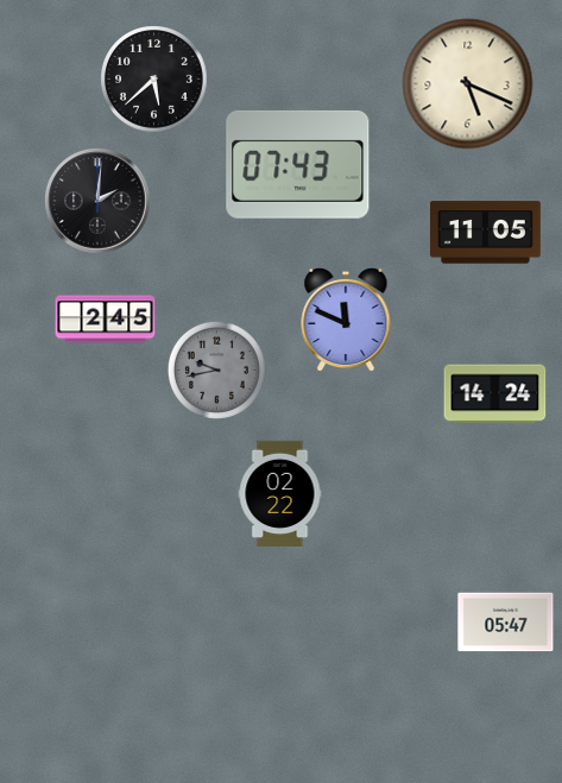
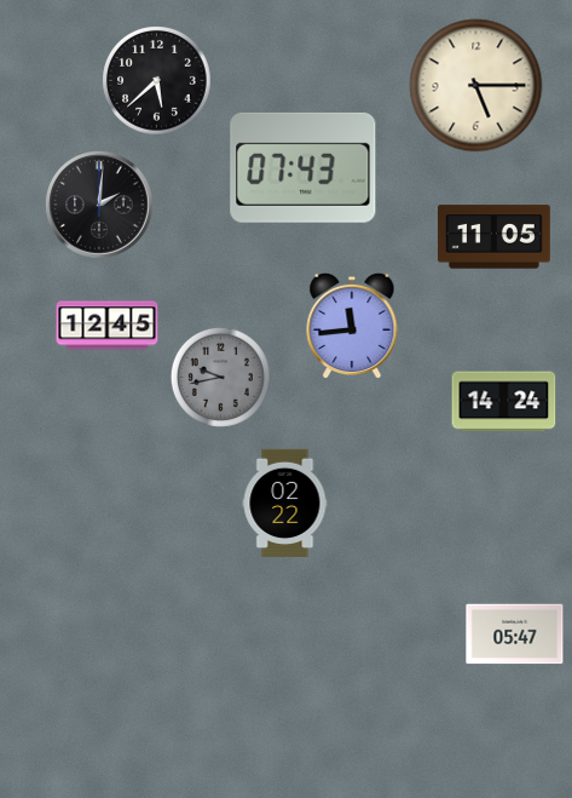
clock at (468, 84): 5:19 -> 5:15
clock at (106, 320): 2:45 -> 12:45
clock at (346, 320): 11:49 -> 11:44
